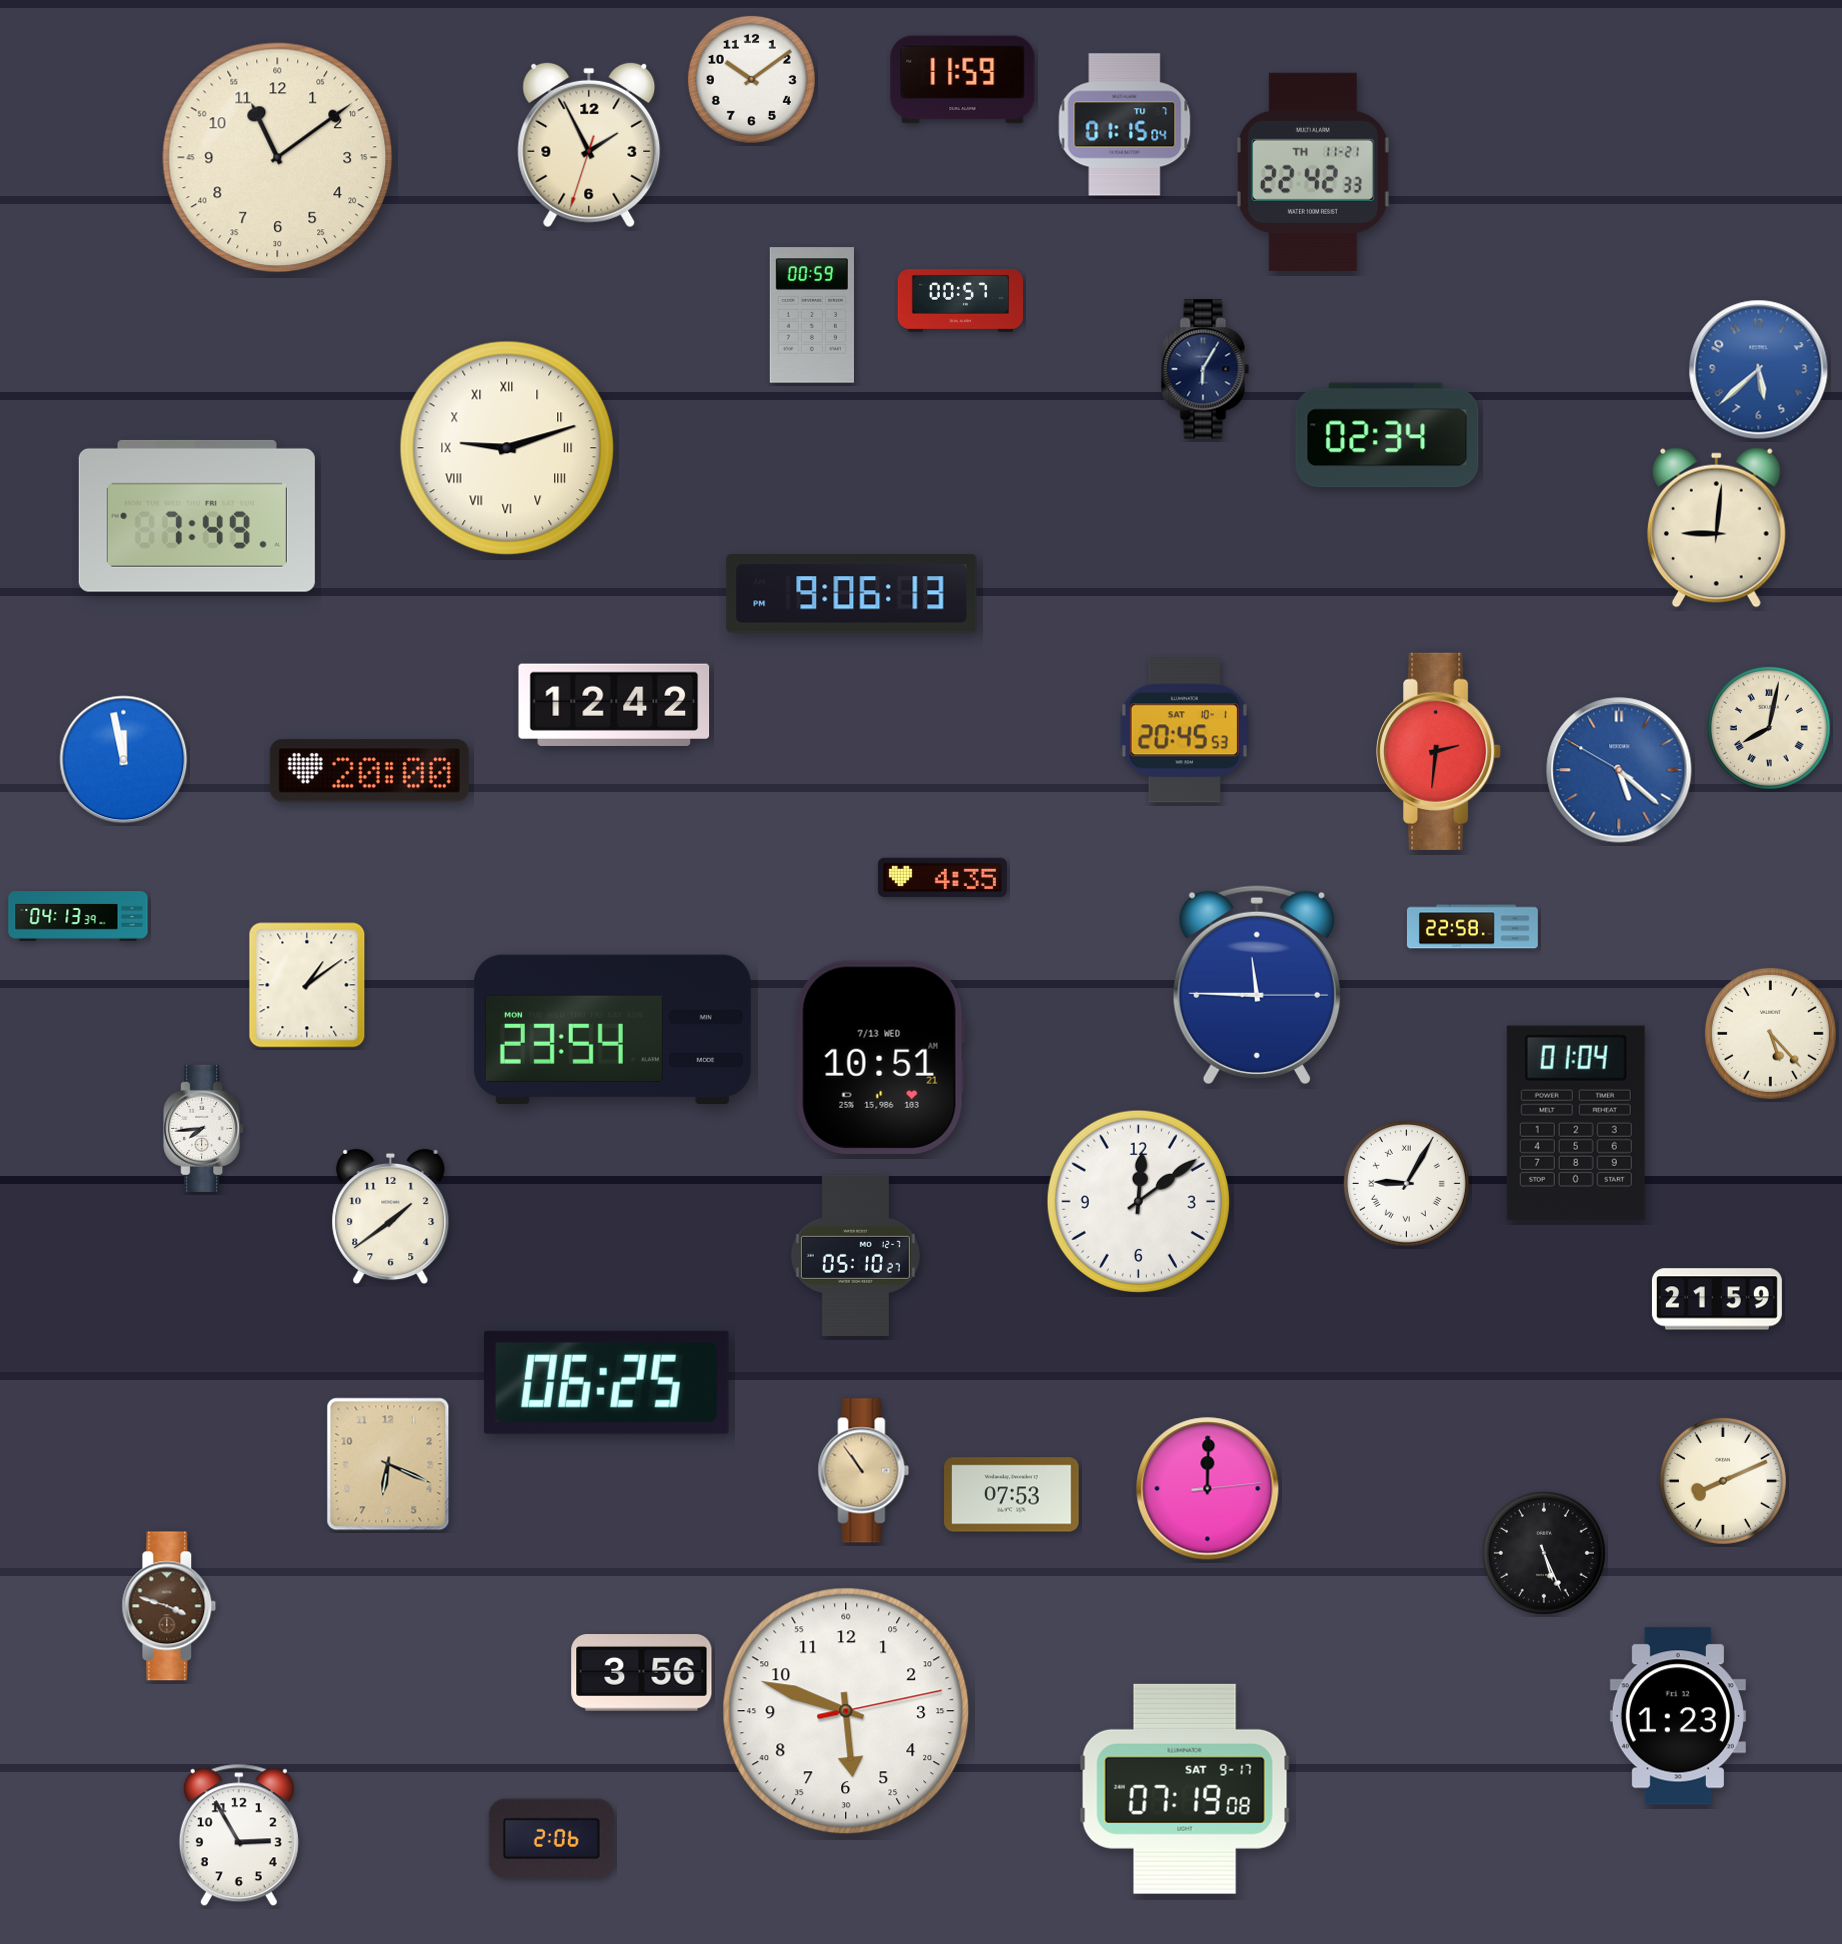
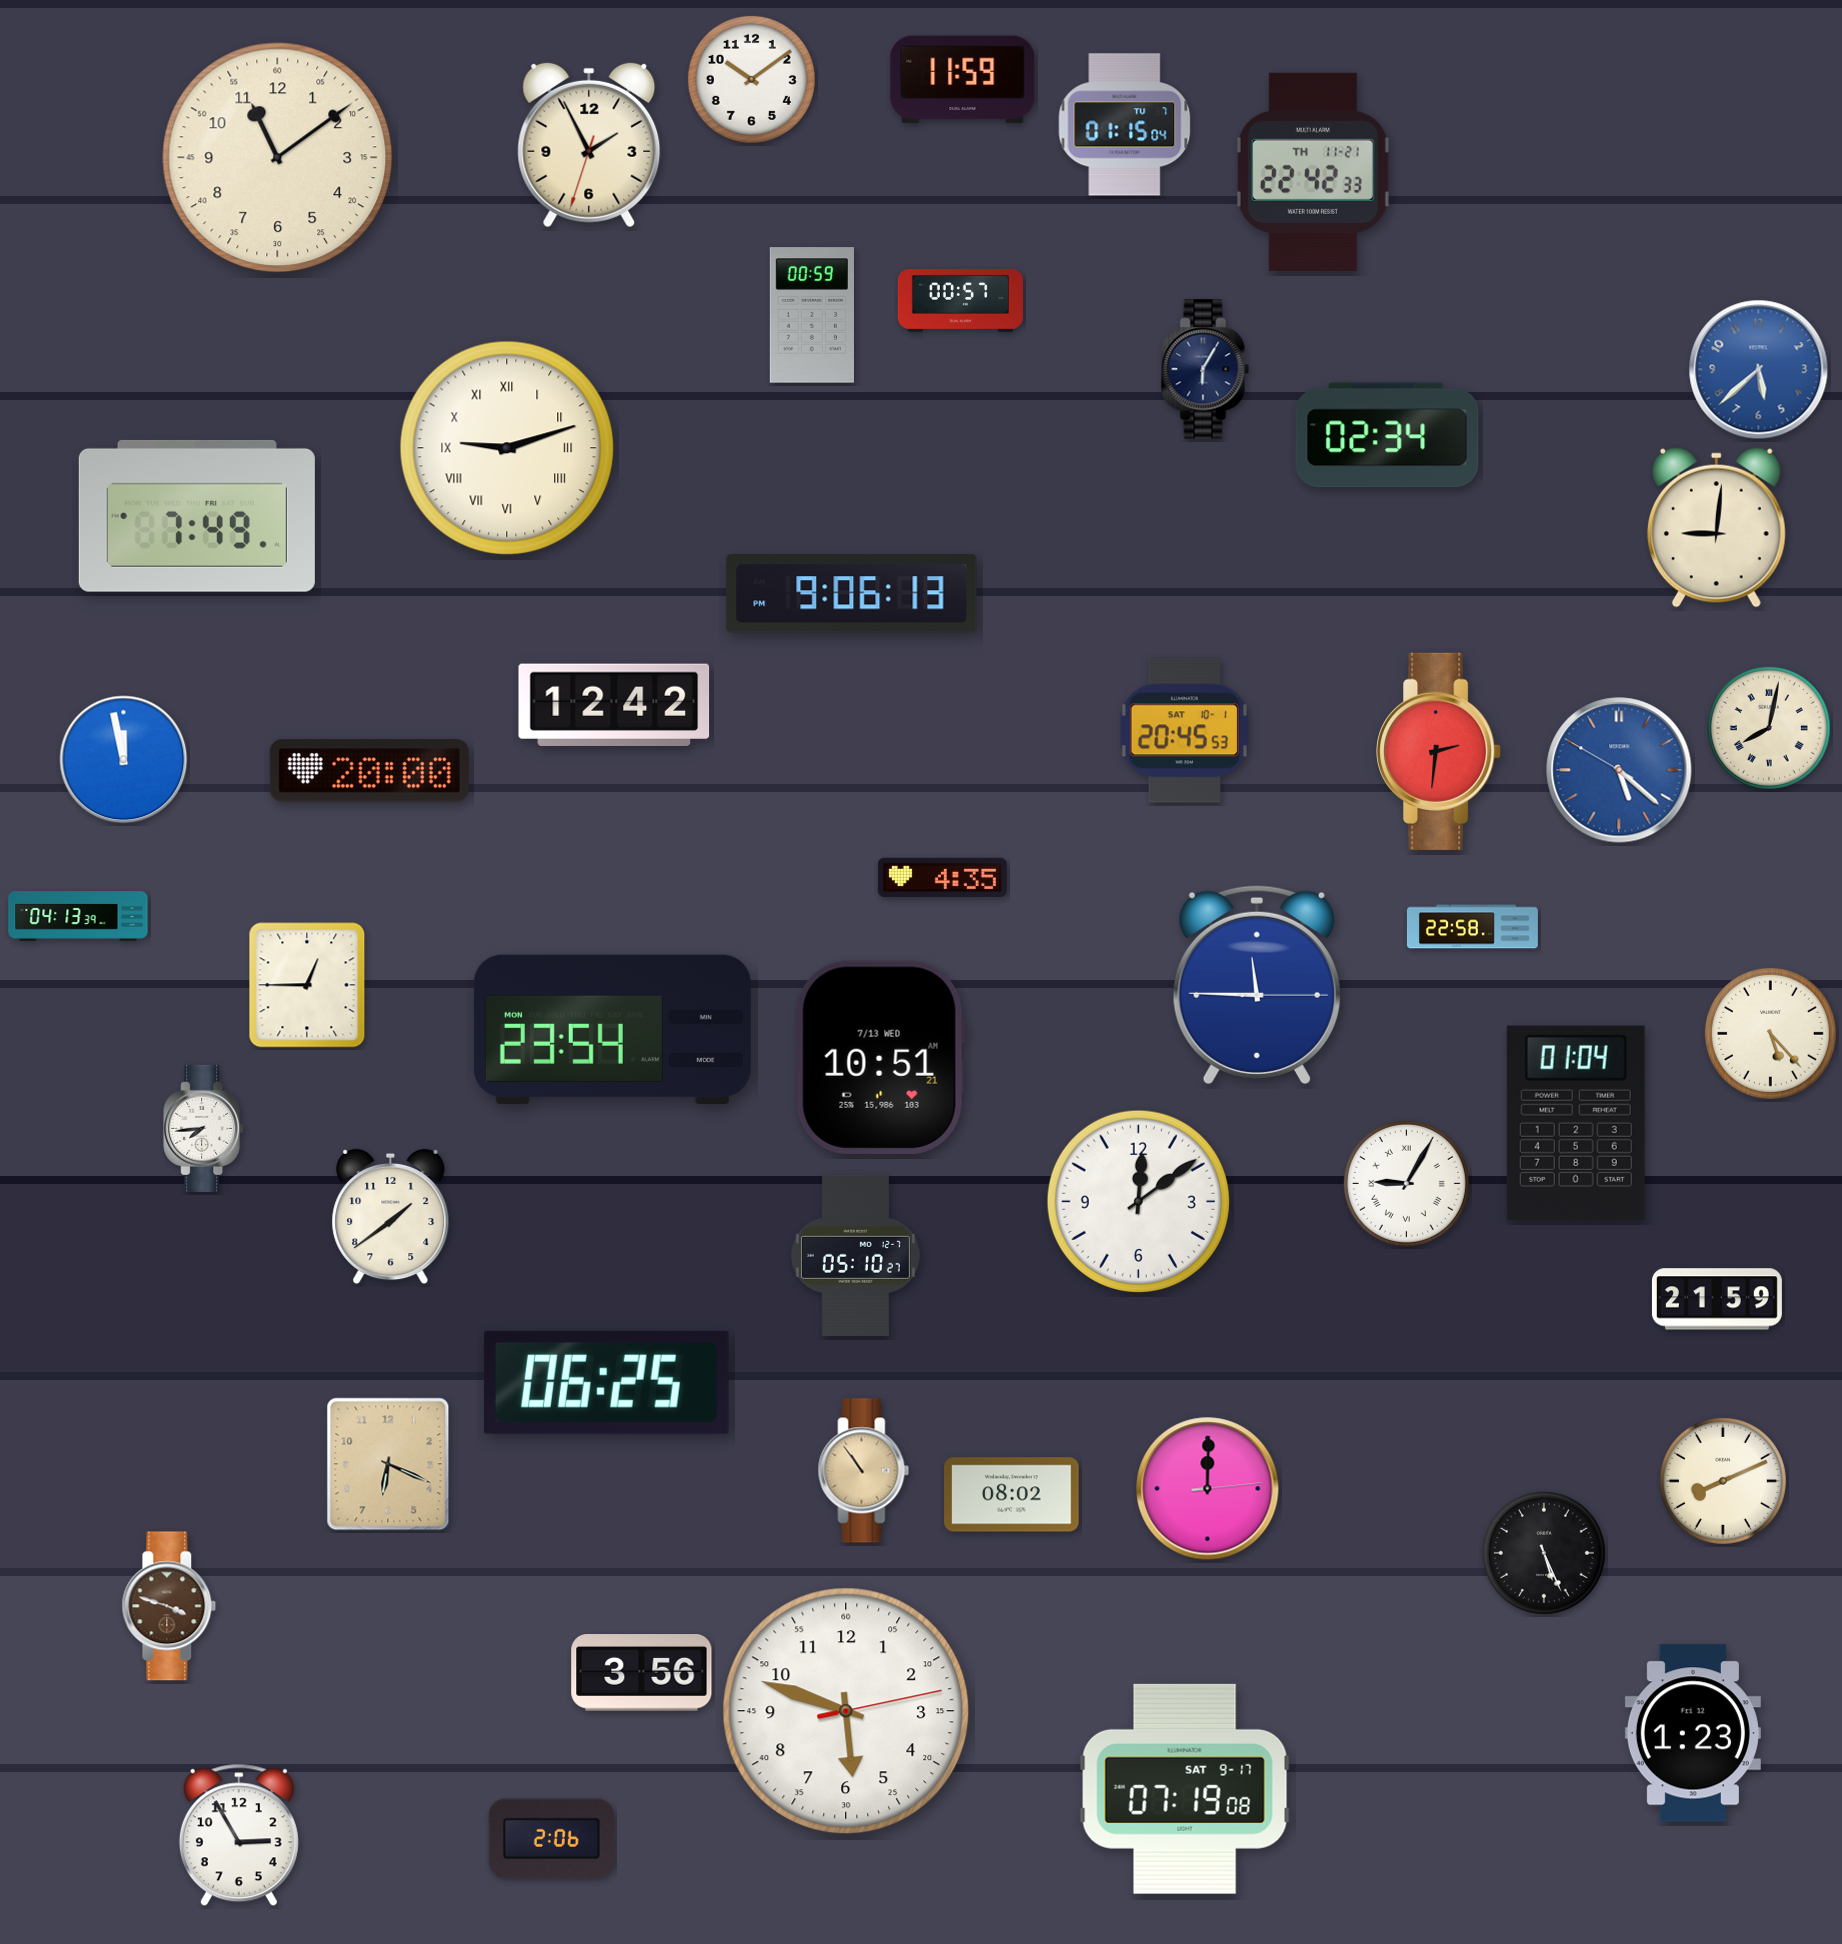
clock at (307, 985): 1:09 -> 12:45
clock at (1012, 1495): 07:53 -> 08:02
clock at (1678, 1716) position: (1678, 1716) -> (1693, 1733)
